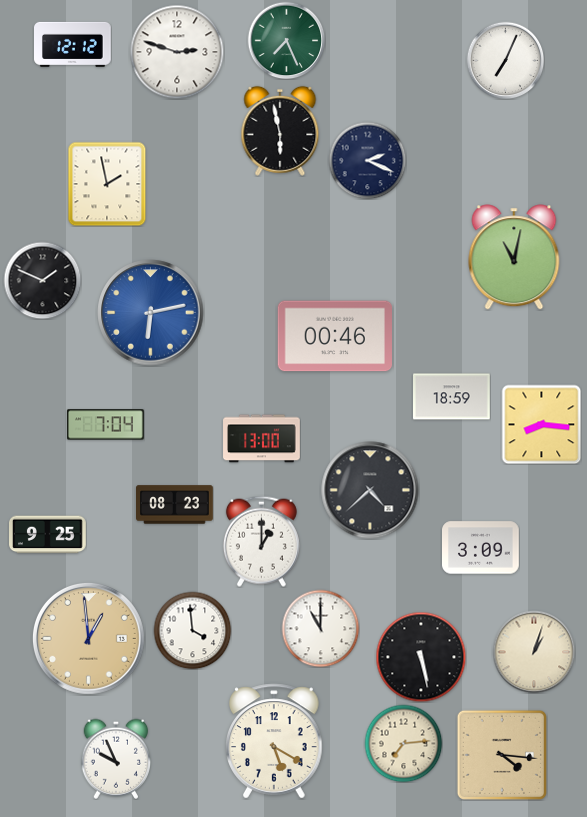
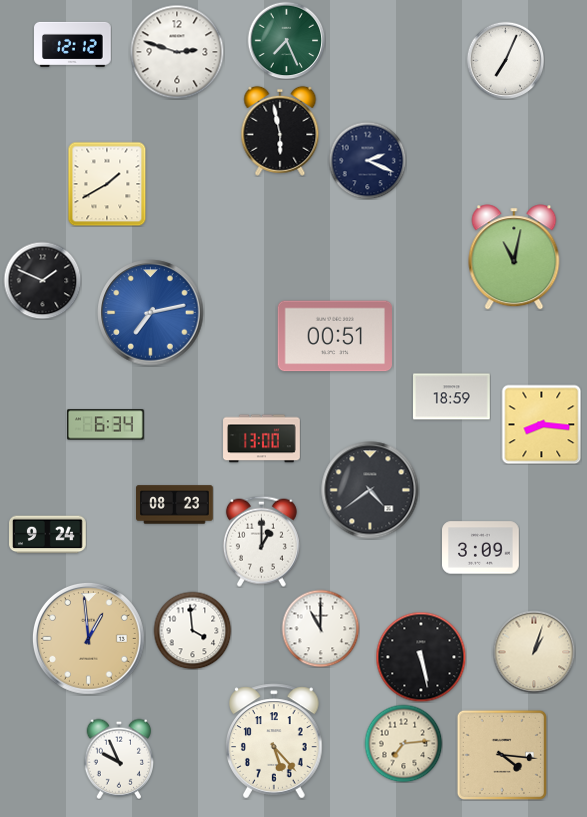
clock at (107, 184): 1:58 -> 1:40
clock at (151, 313): 6:13 -> 7:13
clock at (334, 336): 00:46 -> 00:51
clock at (106, 425): 7:04 -> 6:34
clock at (370, 490): 4:38 -> 4:39
clock at (48, 535): 9:25 -> 9:24
clock at (274, 741): 5:20 -> 5:23
clock at (116, 759) position: (116, 759) -> (119, 759)
